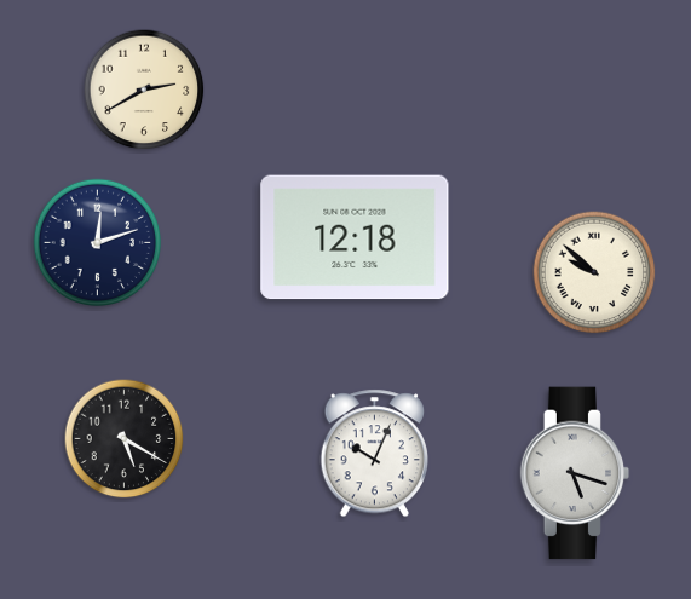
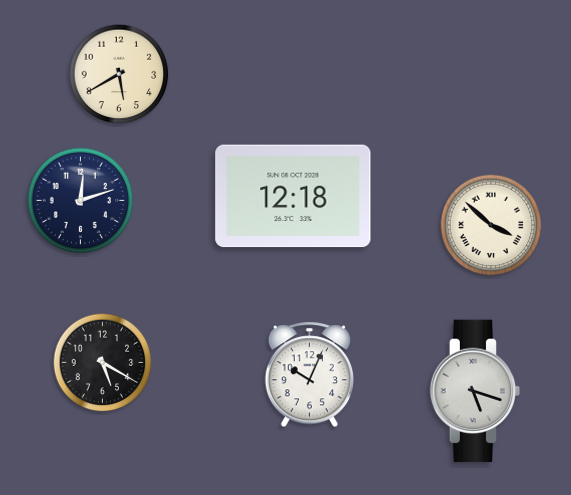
clock at (144, 90): 2:40 -> 5:40
clock at (594, 272): 9:52 -> 3:52
